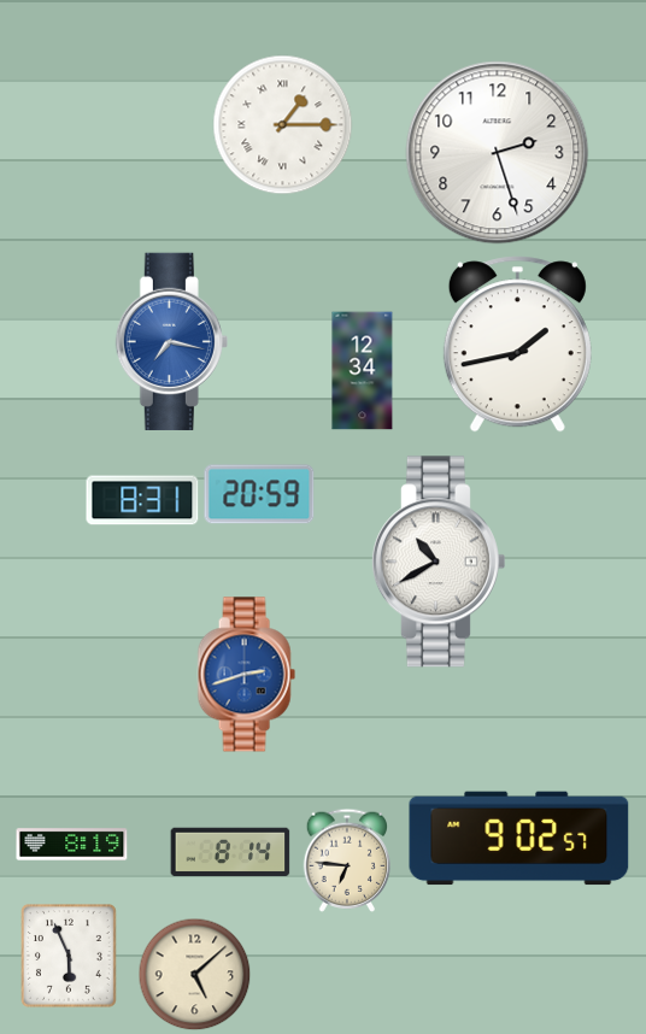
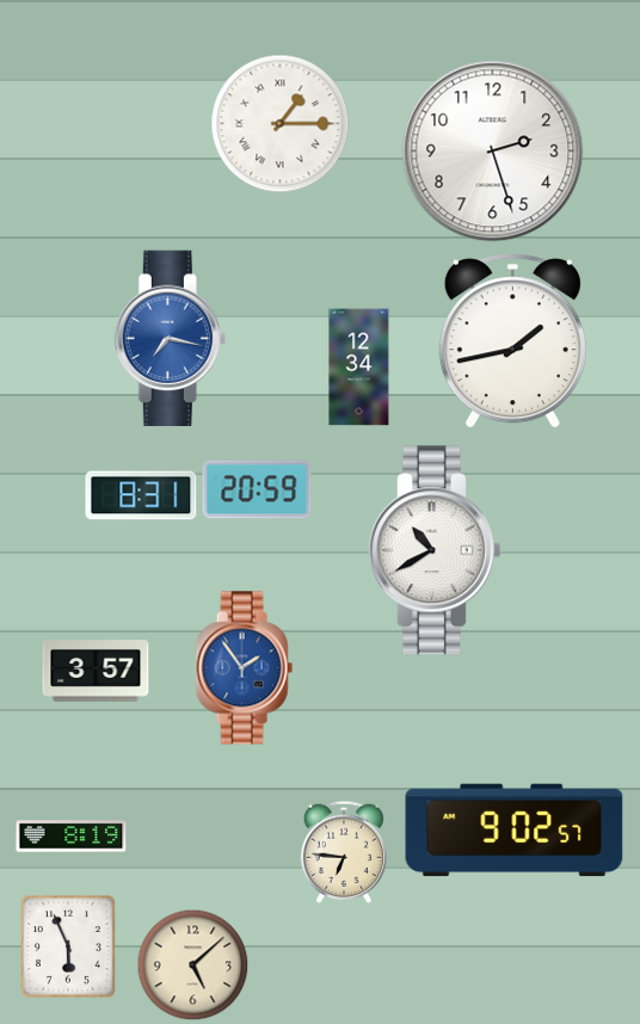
clock at (437, 562) position: (437, 562) -> (433, 550)
clock at (246, 675): 2:42 -> 1:54
clock at (96, 672): none -> 3:57
clock at (230, 852): 8:14 -> none
